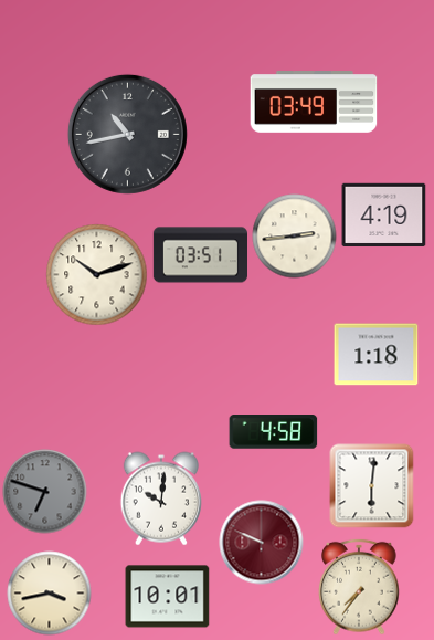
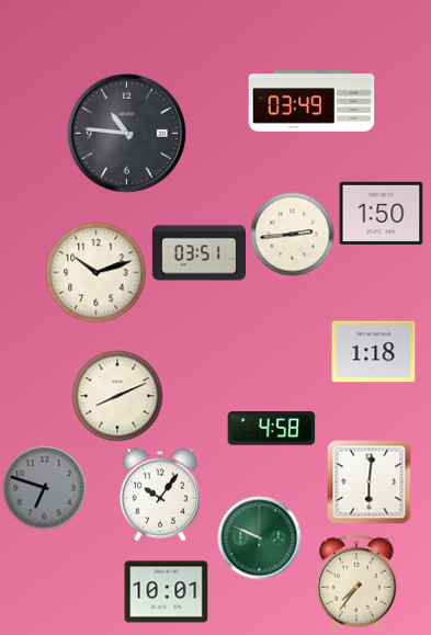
clock at (127, 134): 10:43 -> 10:46
clock at (384, 214): 4:19 -> 1:50
clock at (117, 396): none -> 8:11
clock at (161, 499): 10:01 -> 10:06
clock at (262, 543) dial: burgundy -> green
clock at (50, 594): 3:43 -> none
